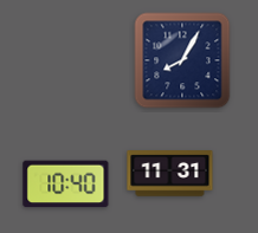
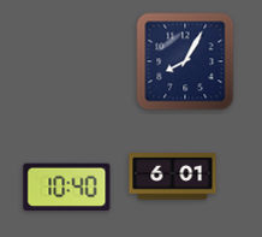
clock at (170, 174): 11:31 -> 6:01
